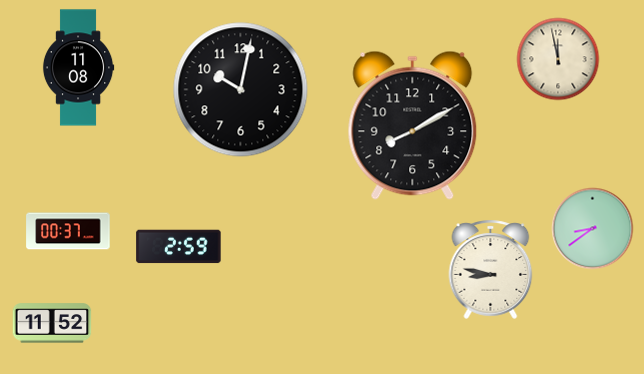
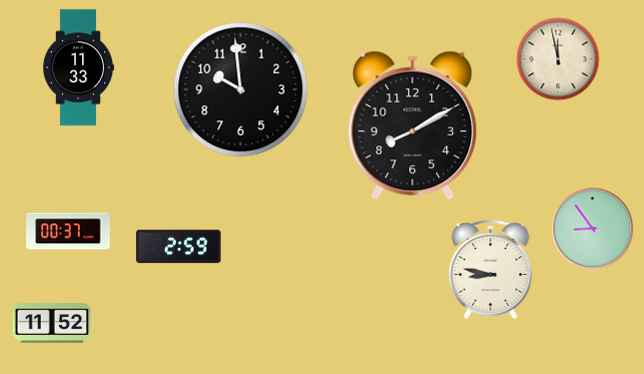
clock at (78, 68): 11:08 -> 11:33
clock at (241, 90): 10:02 -> 9:59
clock at (593, 229): 8:39 -> 8:54
